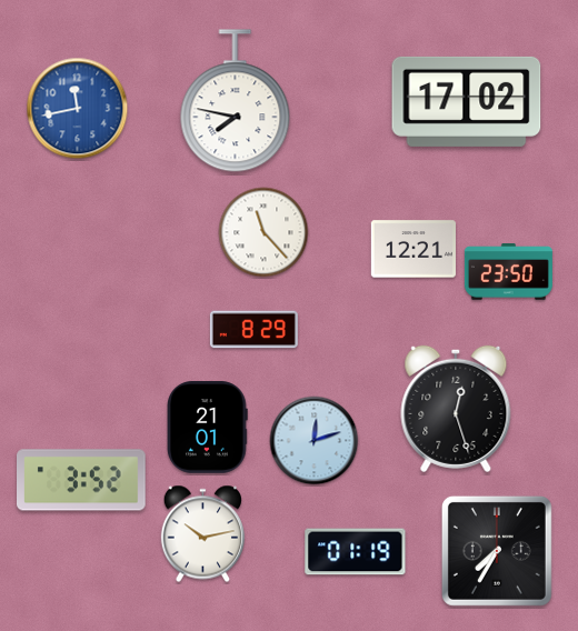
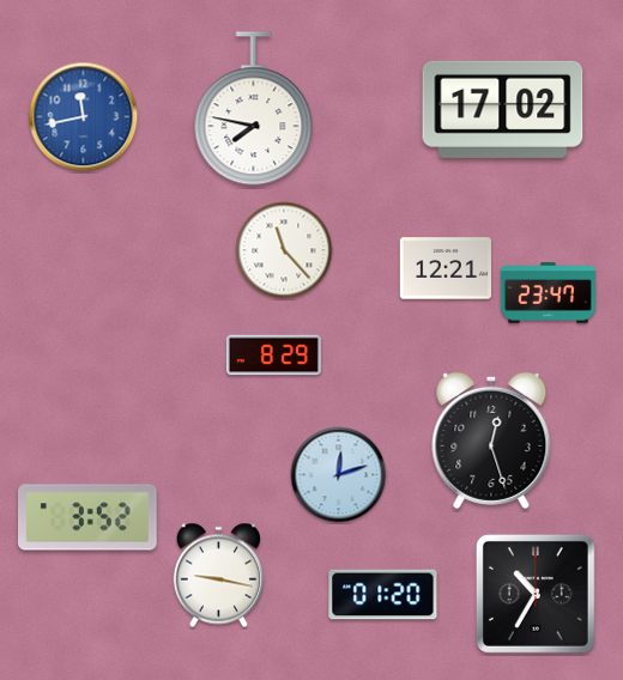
clock at (508, 272): 23:50 -> 23:47
clock at (208, 428): 21:01 -> none
clock at (202, 534): 10:13 -> 9:17
clock at (497, 551): 7:35 -> 10:35
clock at (356, 552): 01:19 -> 01:20
